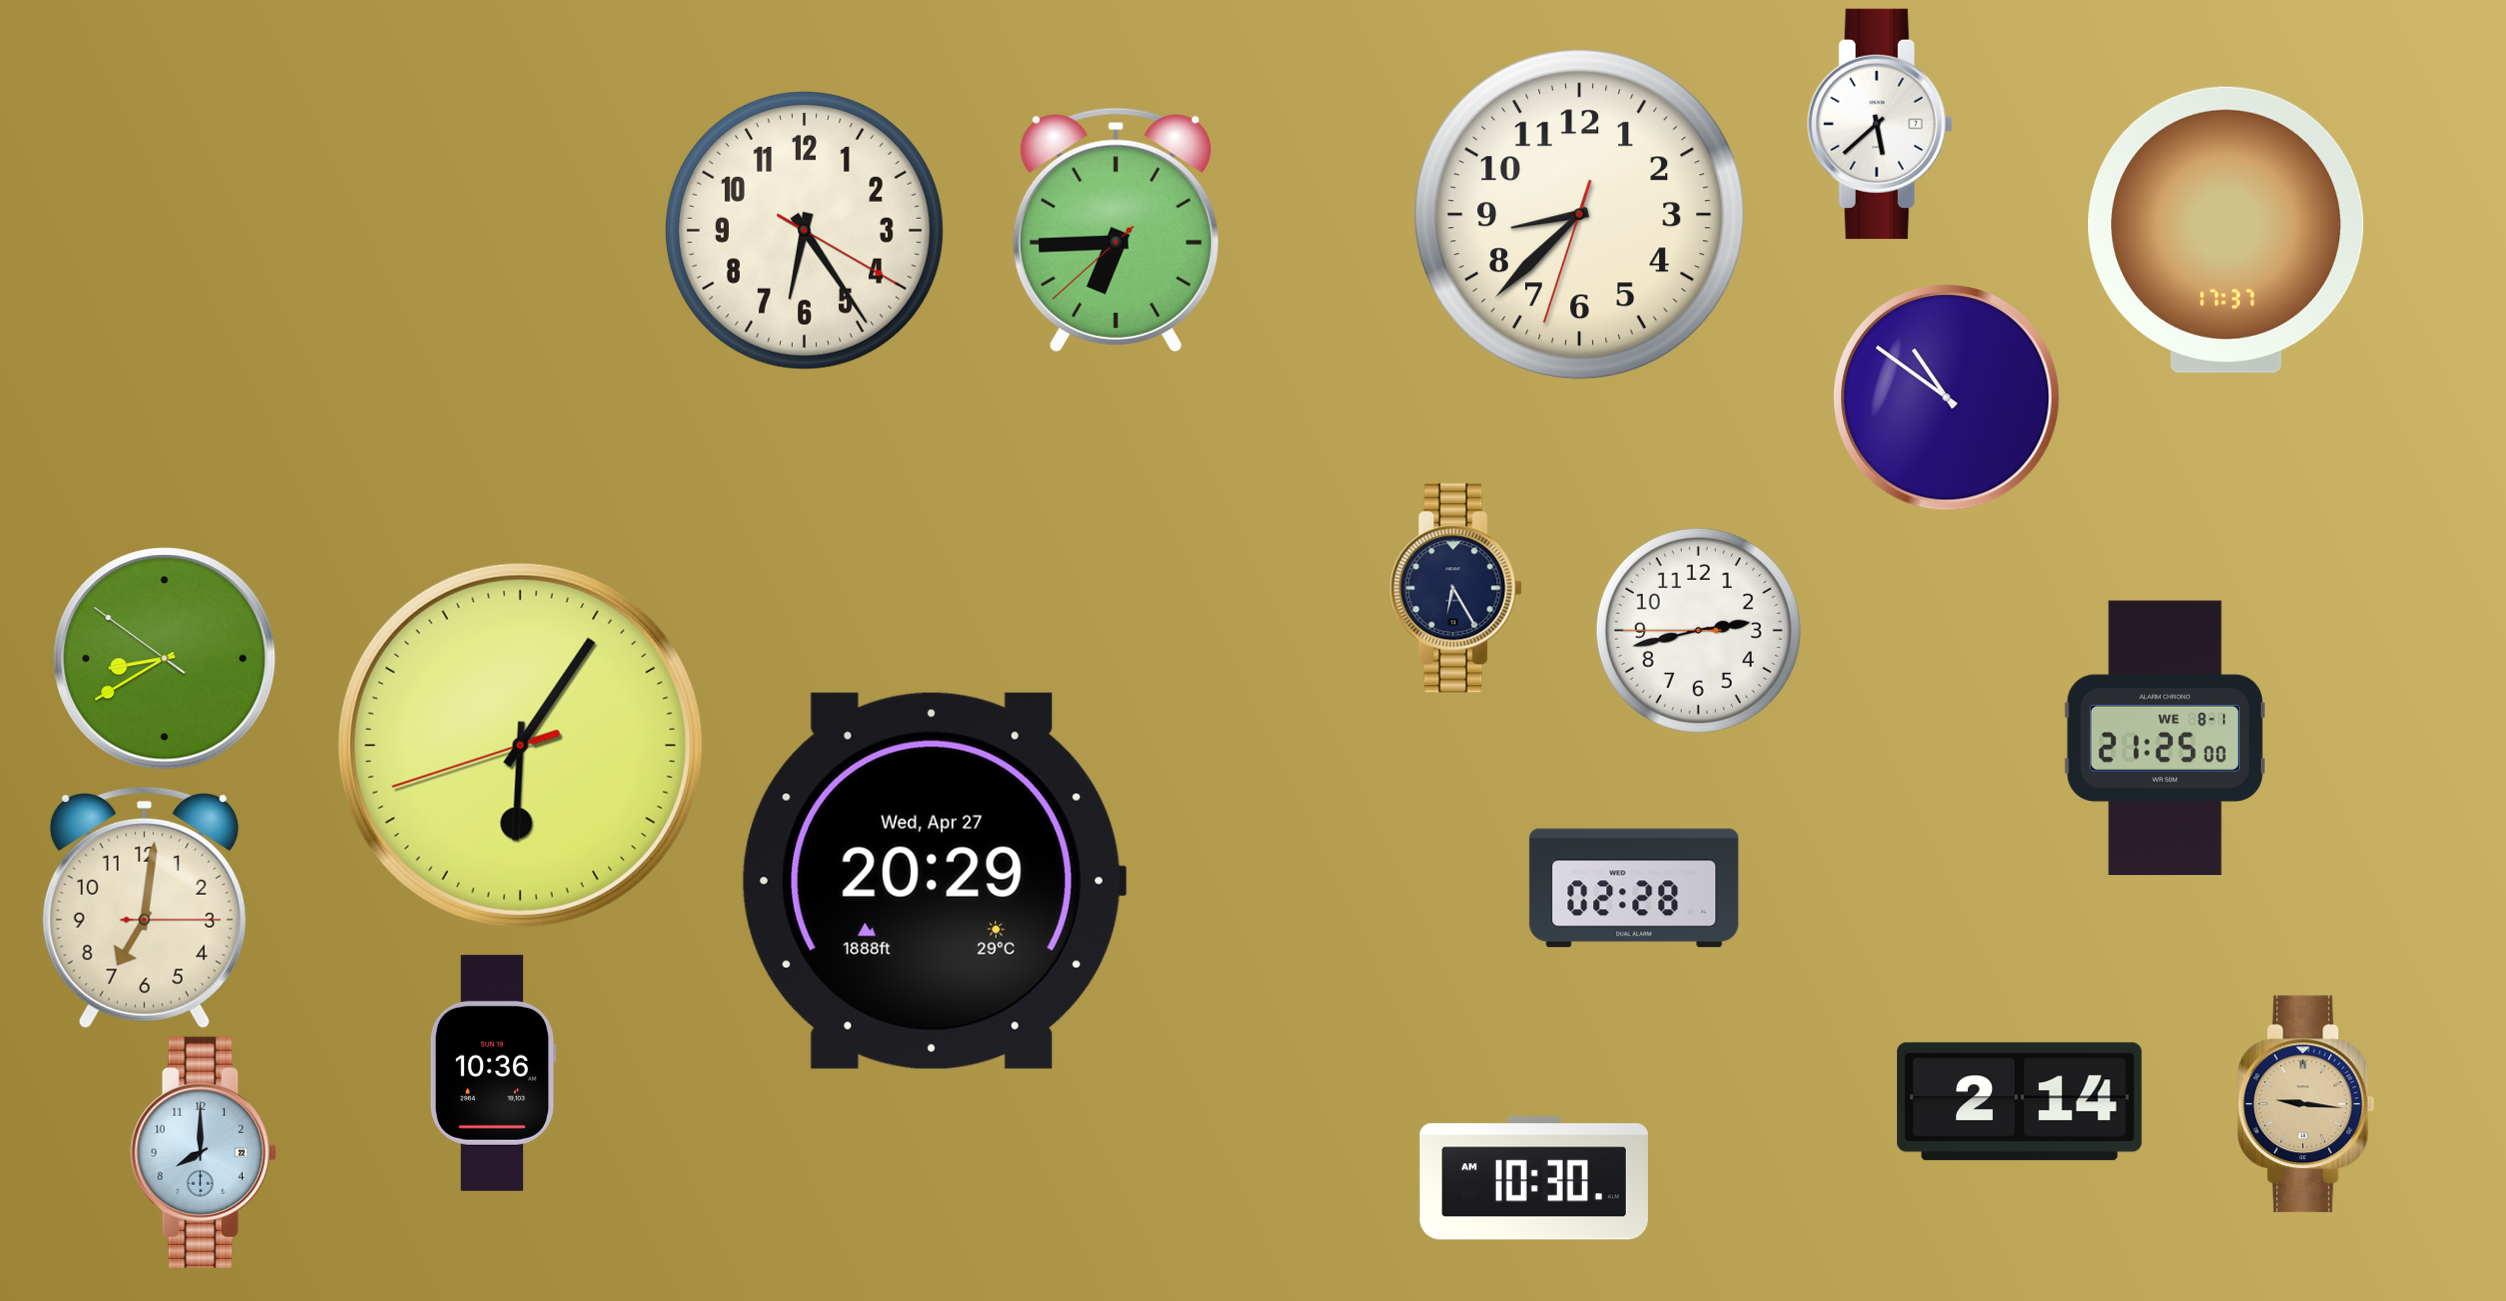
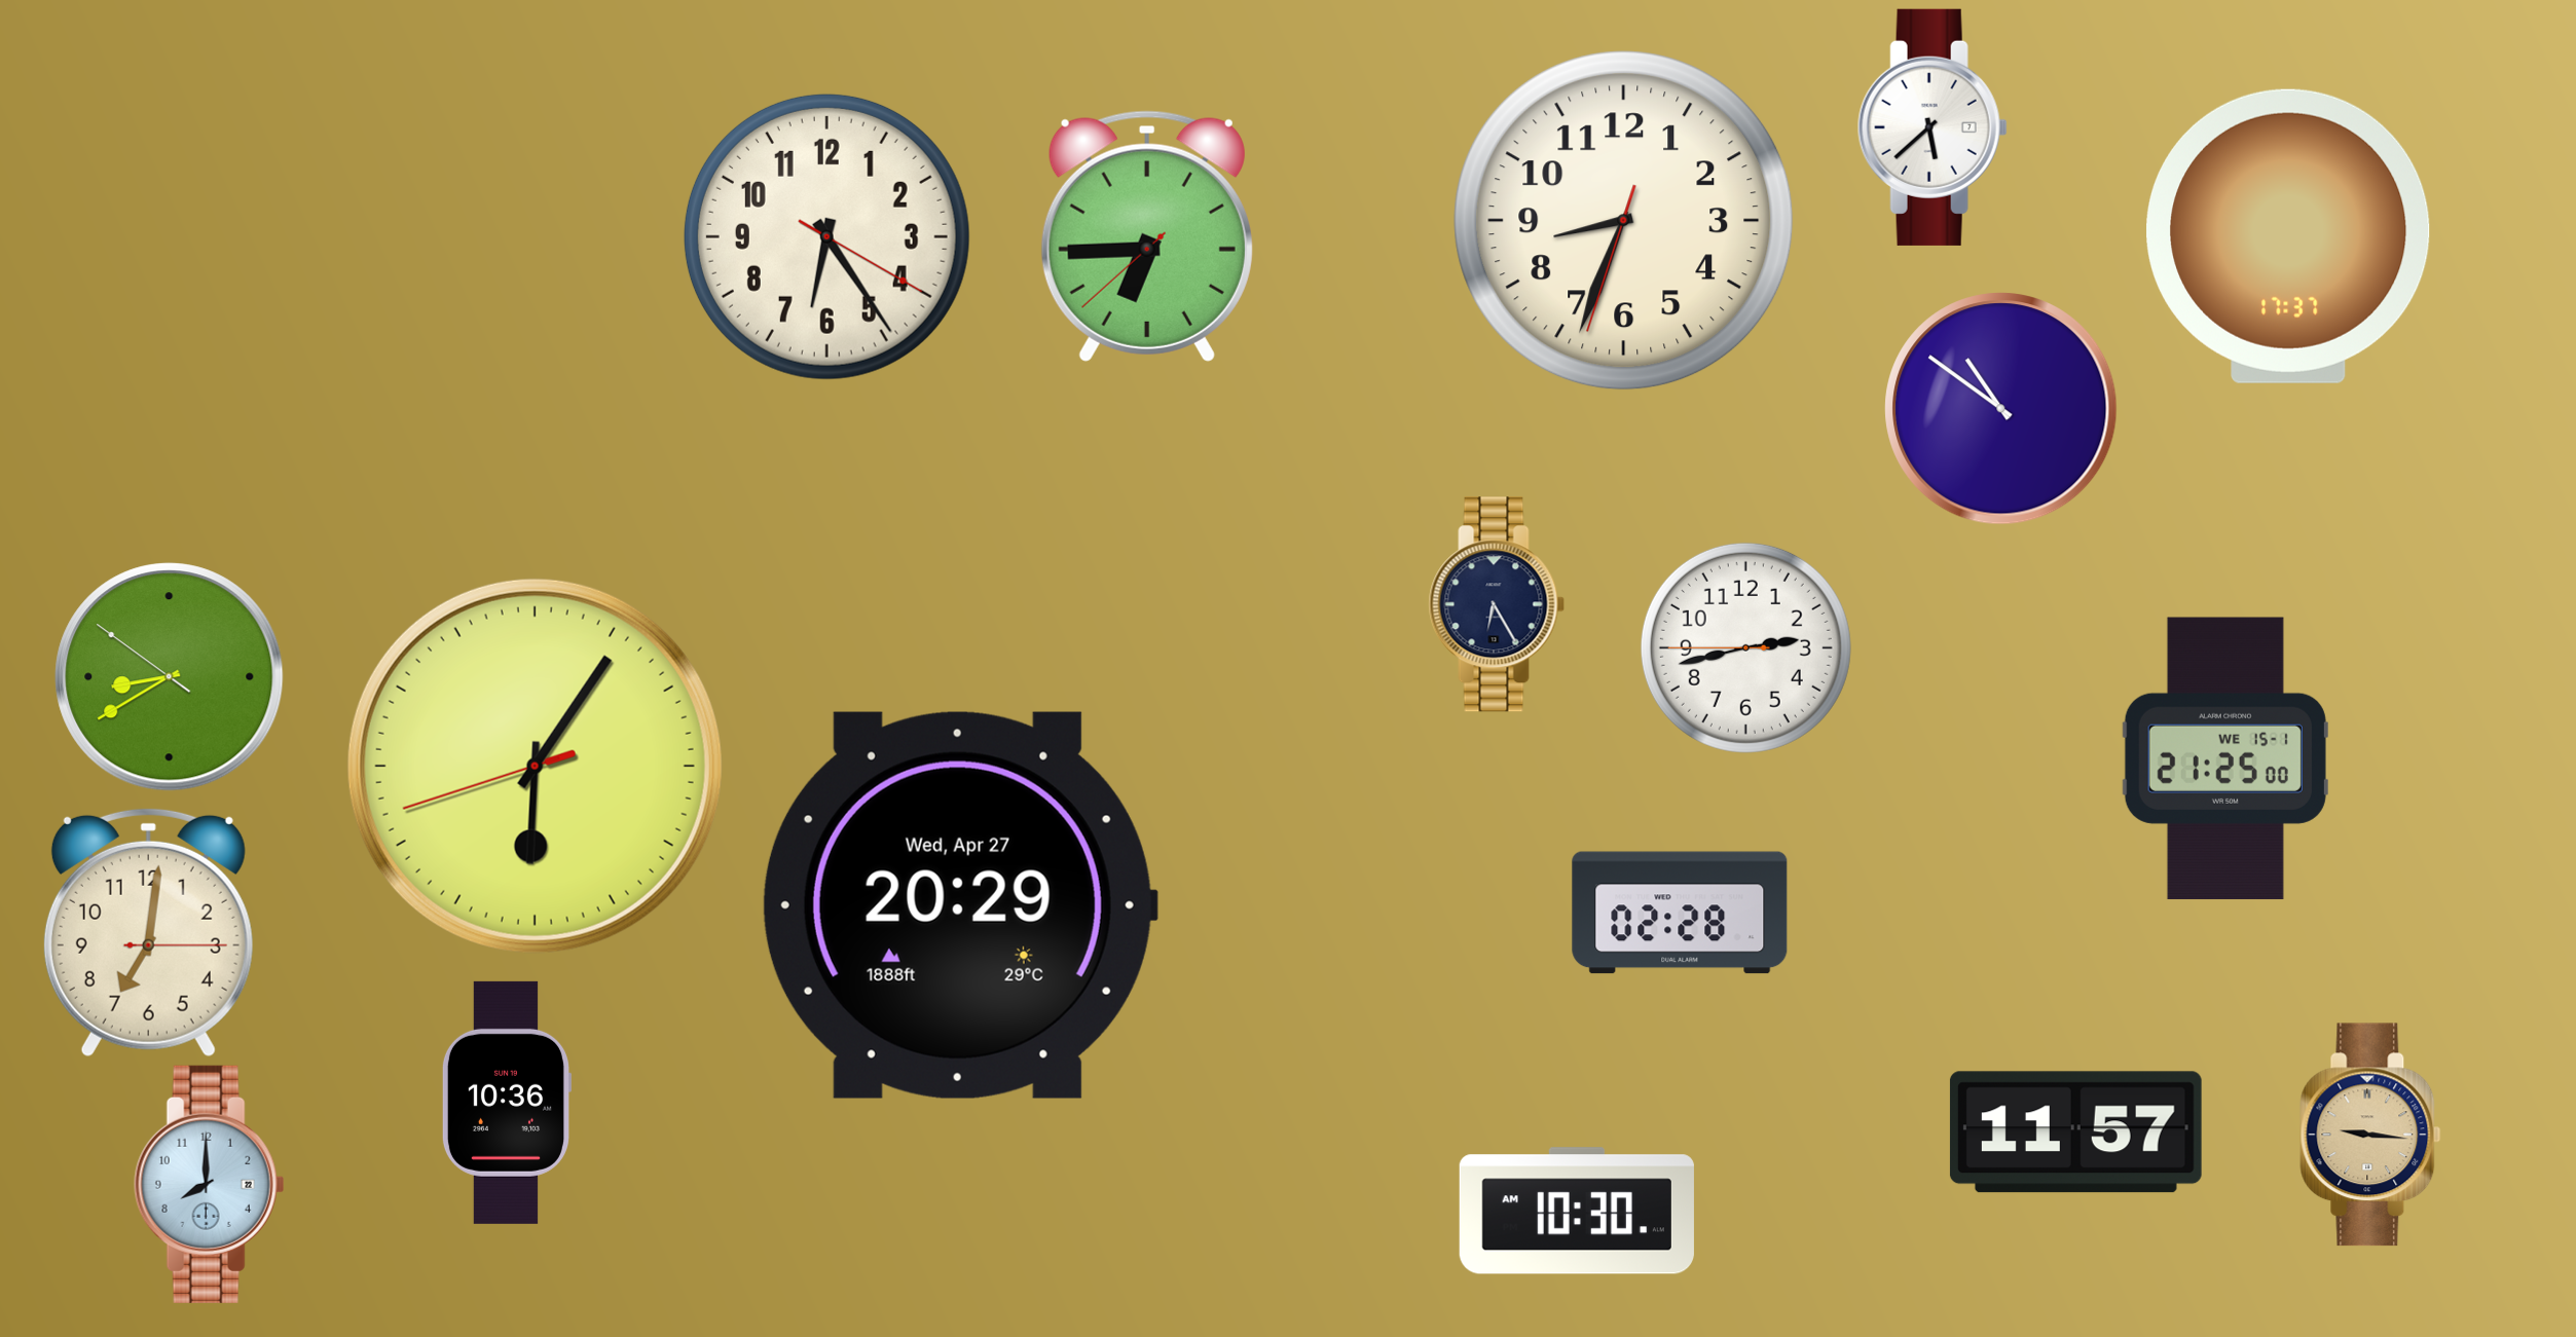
clock at (1580, 215): 8:37 -> 8:33
clock at (2165, 738) date: WE 8-1 -> WE 15-1
clock at (2019, 1102): 2:14 -> 11:57
